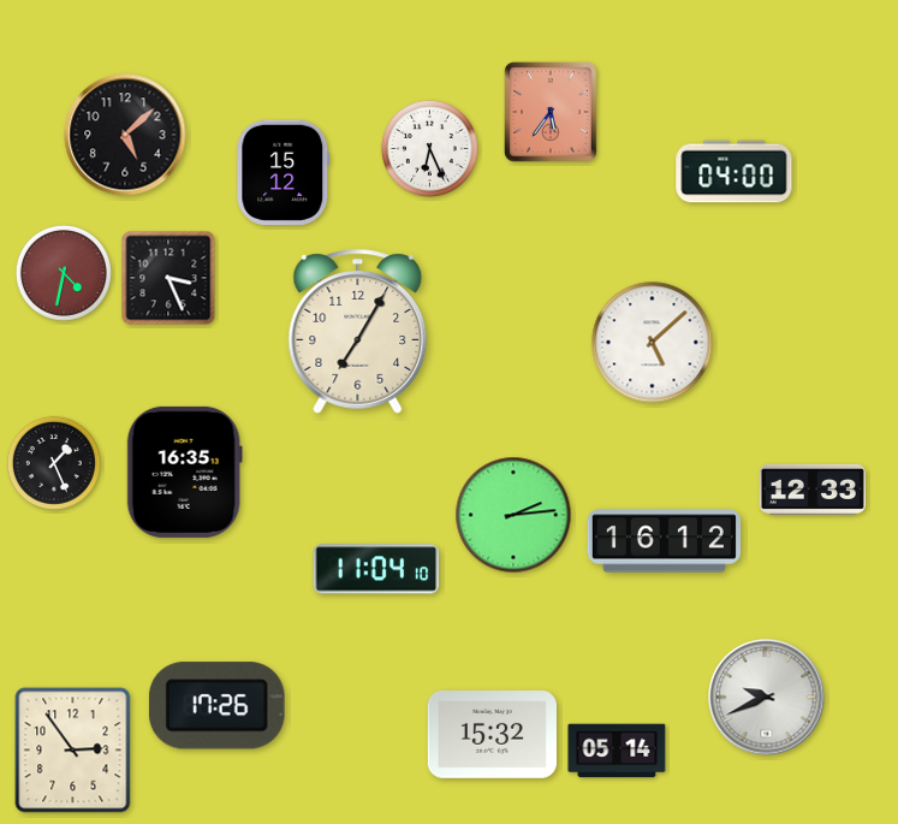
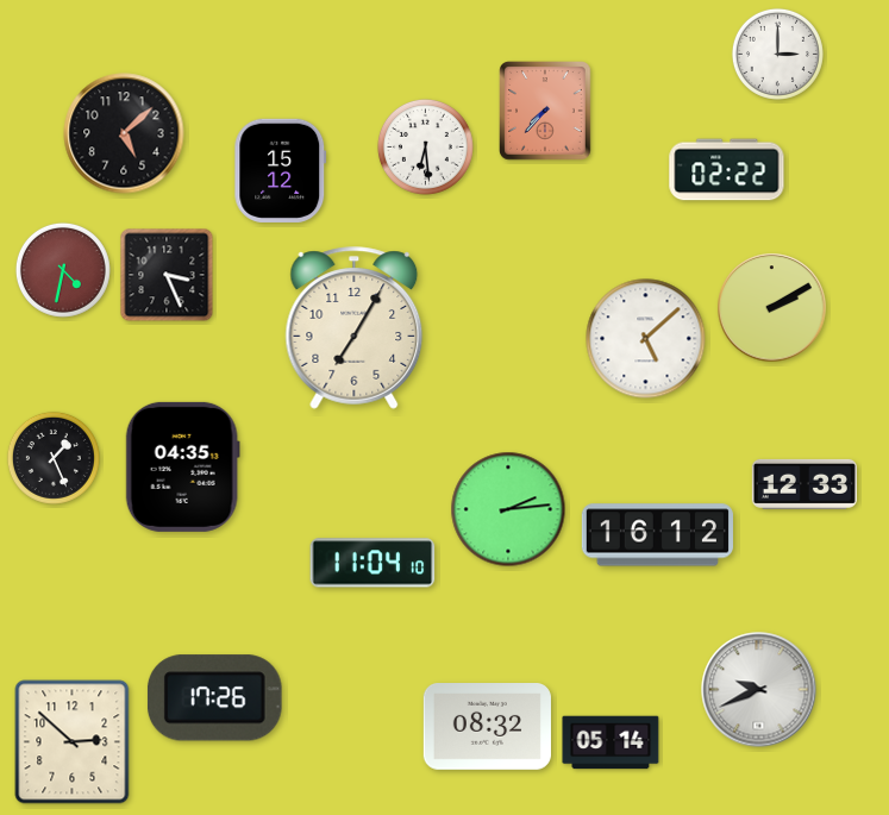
clock at (777, 54): none -> 3:00
clock at (552, 112): 5:36 -> 7:37
clock at (429, 148): 6:26 -> 6:29
clock at (735, 172): 04:00 -> 02:22
clock at (772, 308): none -> 2:10
clock at (184, 472): 16:35 -> 04:35
clock at (492, 735): 15:32 -> 08:32
clock at (73, 751): 2:54 -> 2:52
